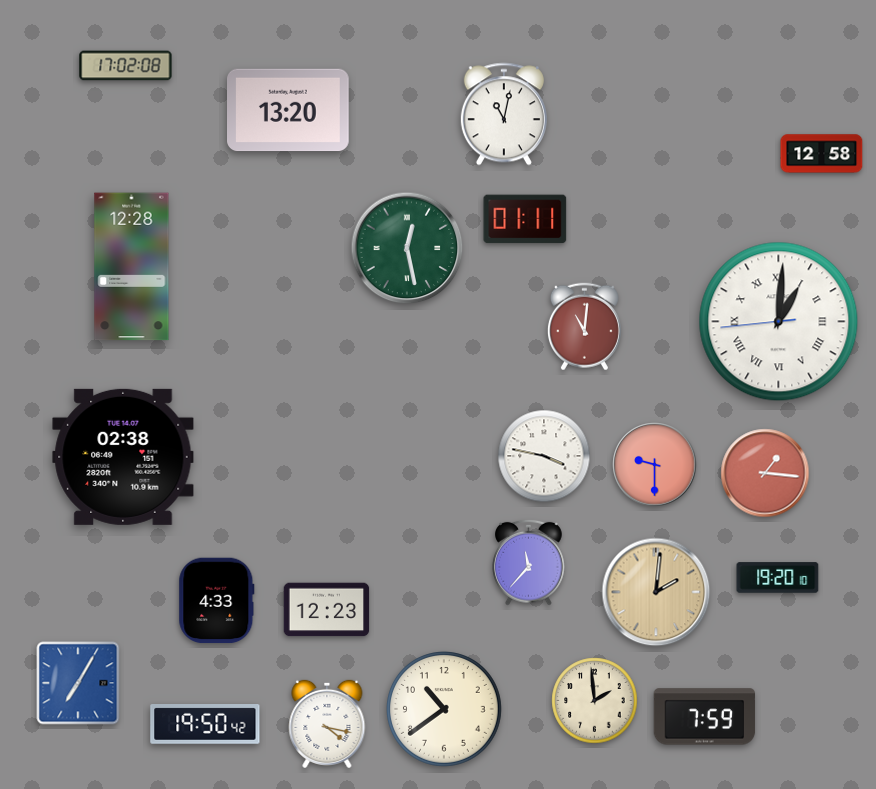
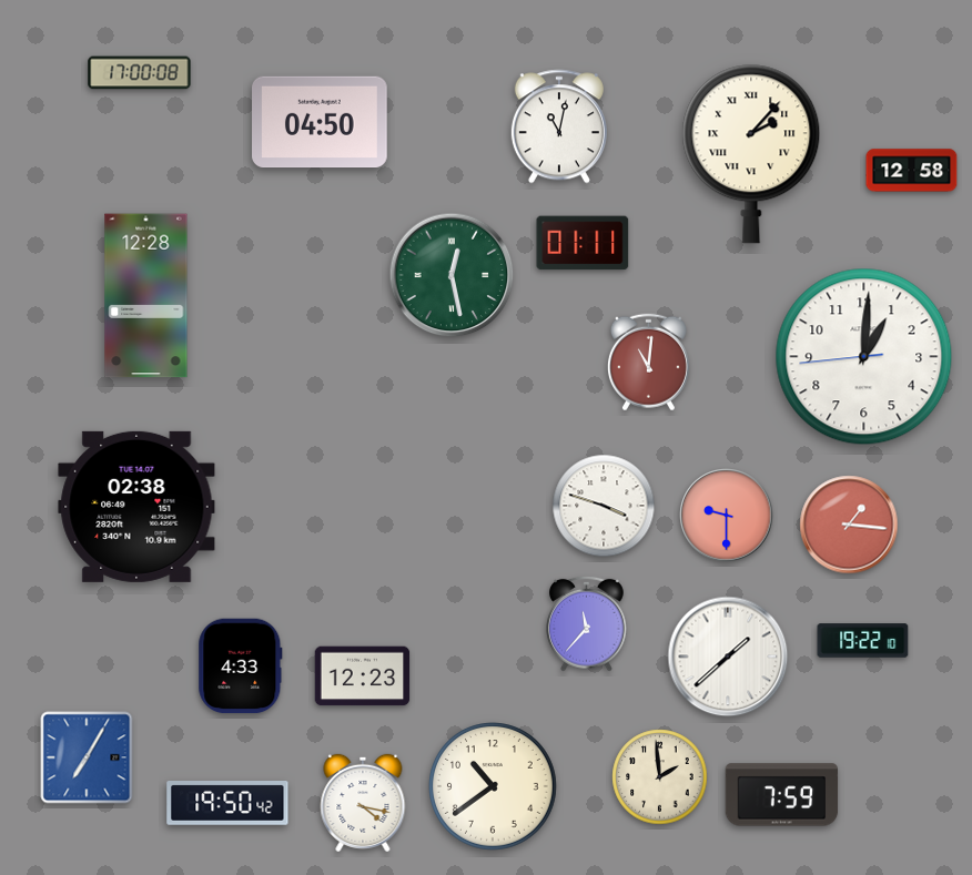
clock at (126, 66): 17:02 -> 17:00
clock at (289, 110): 13:20 -> 04:50
clock at (751, 154): none -> 2:07
clock at (779, 322) numerals: Roman -> Arabic
clock at (544, 456): 3:47 -> 3:48
clock at (778, 578): 19:20 -> 19:22
clock at (656, 592): 2:01 -> 1:38
clock at (656, 592) dial: champagne -> white
